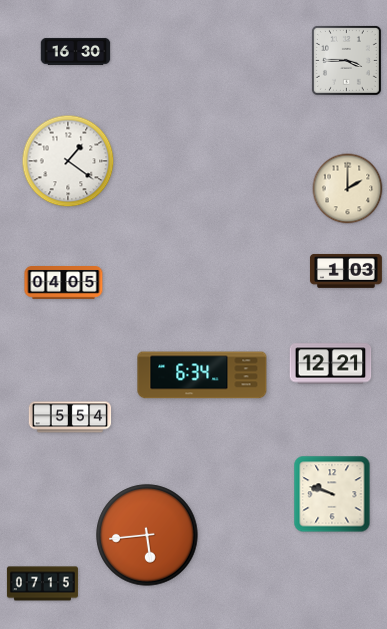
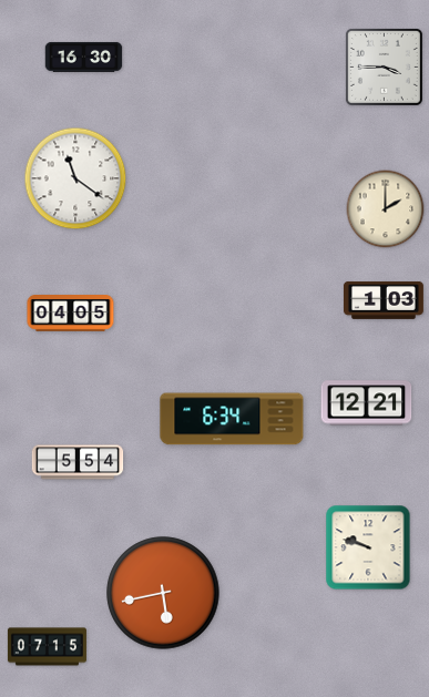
clock at (68, 161): 1:21 -> 11:21
clock at (202, 375) position: (202, 375) -> (232, 419)
clock at (147, 535): 5:44 -> 5:43
